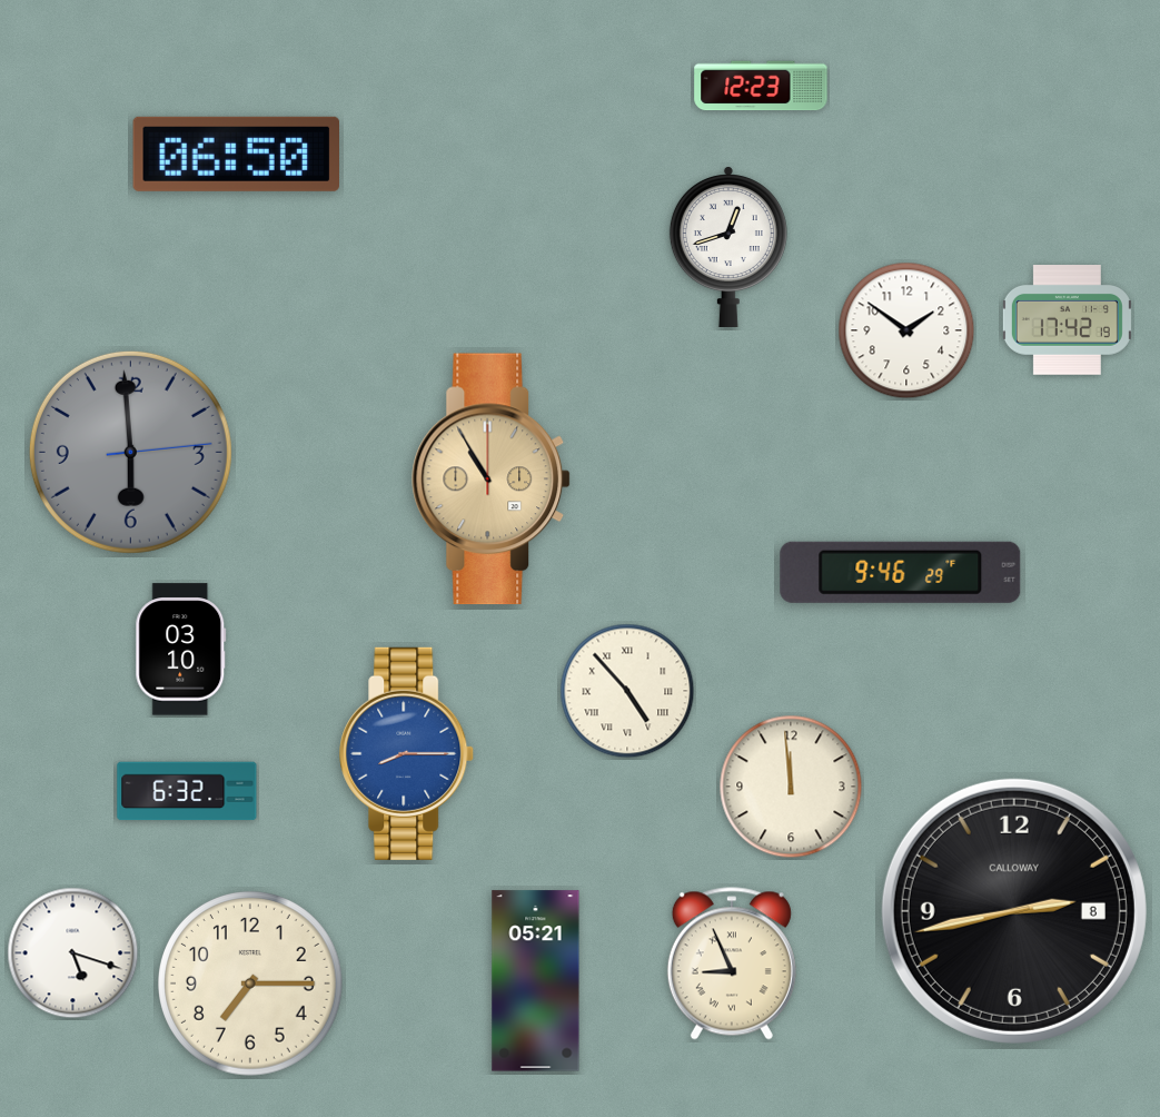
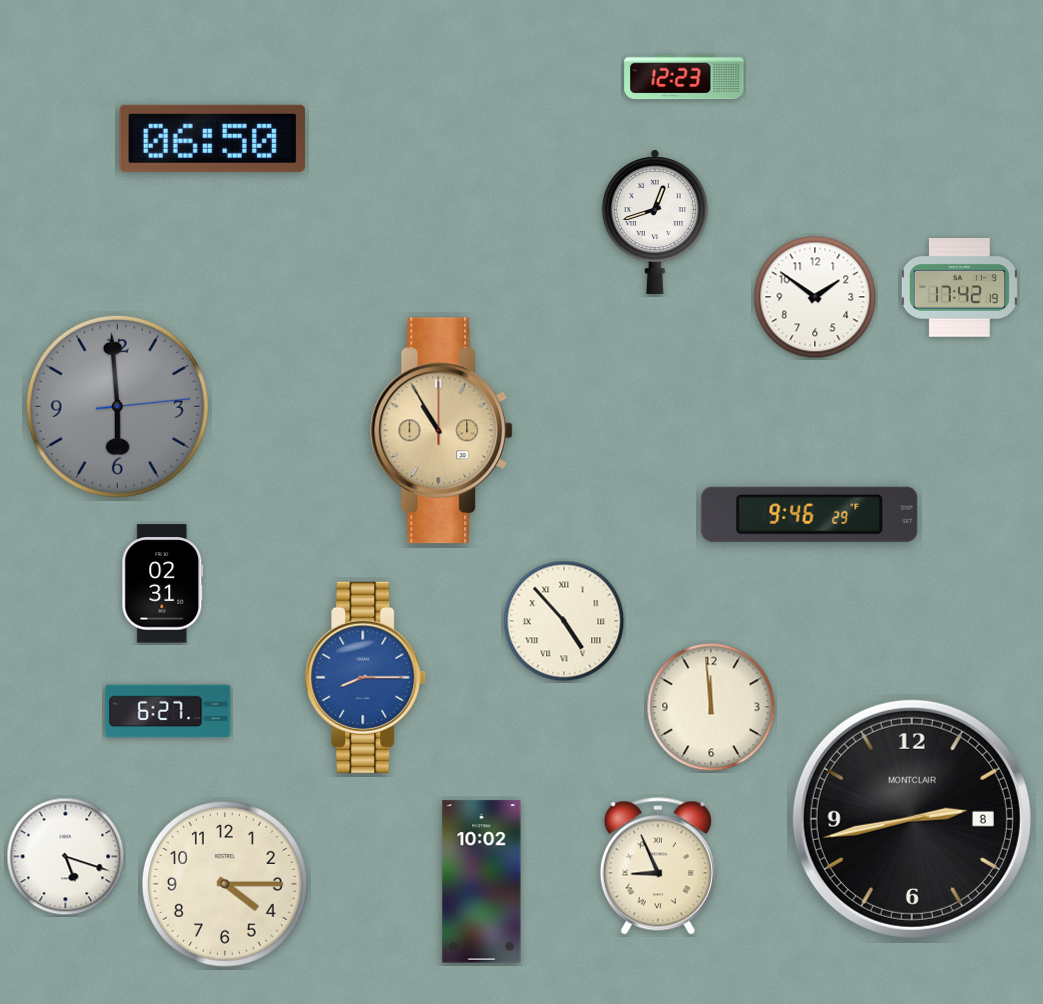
clock at (181, 650): 03:10 -> 02:31
clock at (187, 791): 6:32 -> 6:27
clock at (1014, 911) brand: CALLOWAY -> MONTCLAIR
clock at (536, 981): 05:21 -> 10:02
clock at (251, 985): 7:15 -> 4:15
